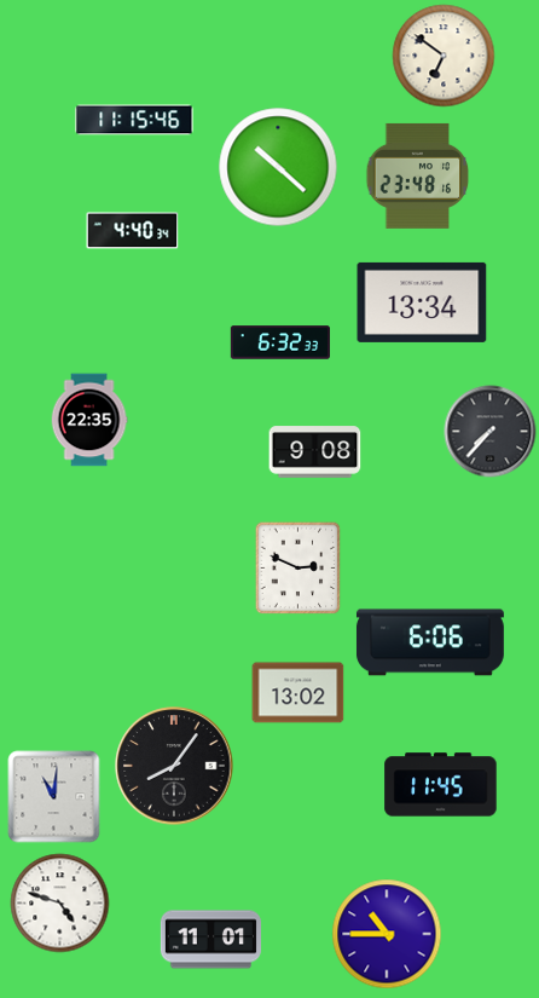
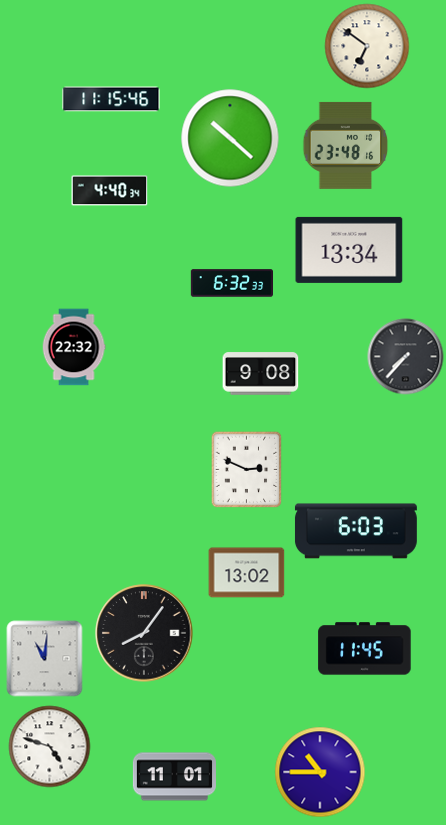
clock at (89, 420): 22:35 -> 22:32
clock at (430, 642): 6:06 -> 6:03
